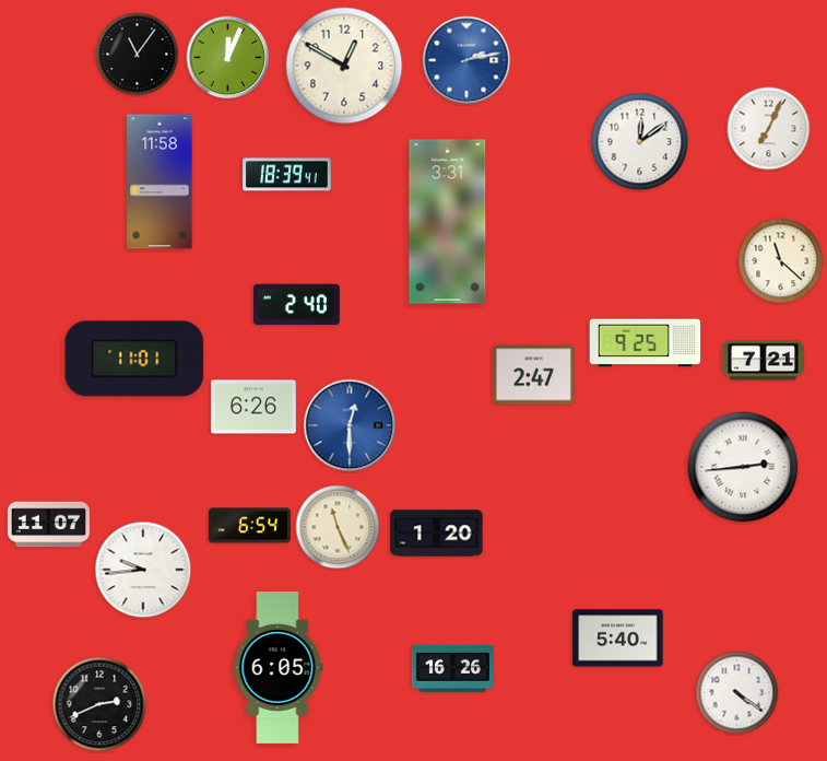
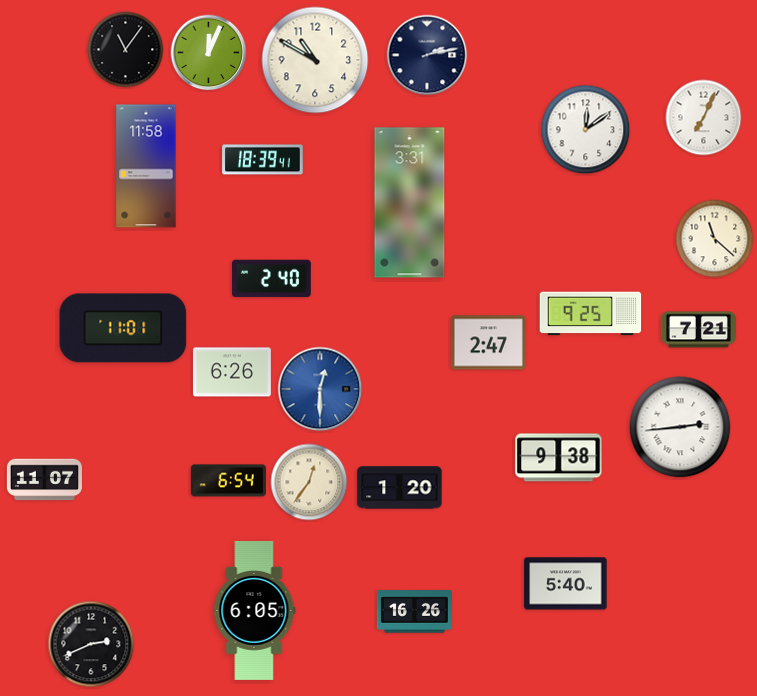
clock at (466, 60) dial: blue -> navy
clock at (344, 66): 12:50 -> 10:50
clock at (559, 458): none -> 9:38
clock at (338, 527): 11:26 -> 12:36
clock at (143, 570): 9:44 -> none
clock at (737, 693): 4:21 -> none
